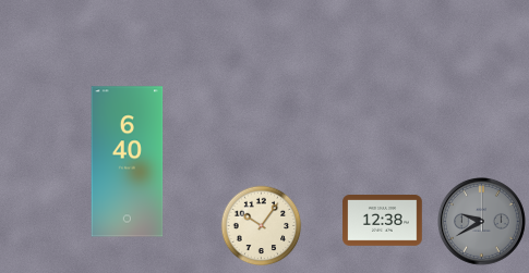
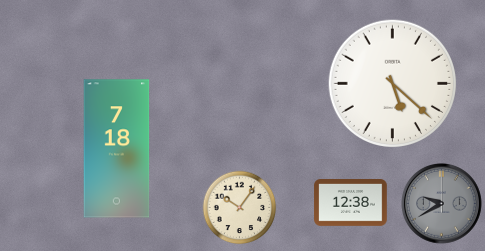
clock at (392, 83): none -> 5:22
clock at (128, 162): 6:40 -> 7:18
